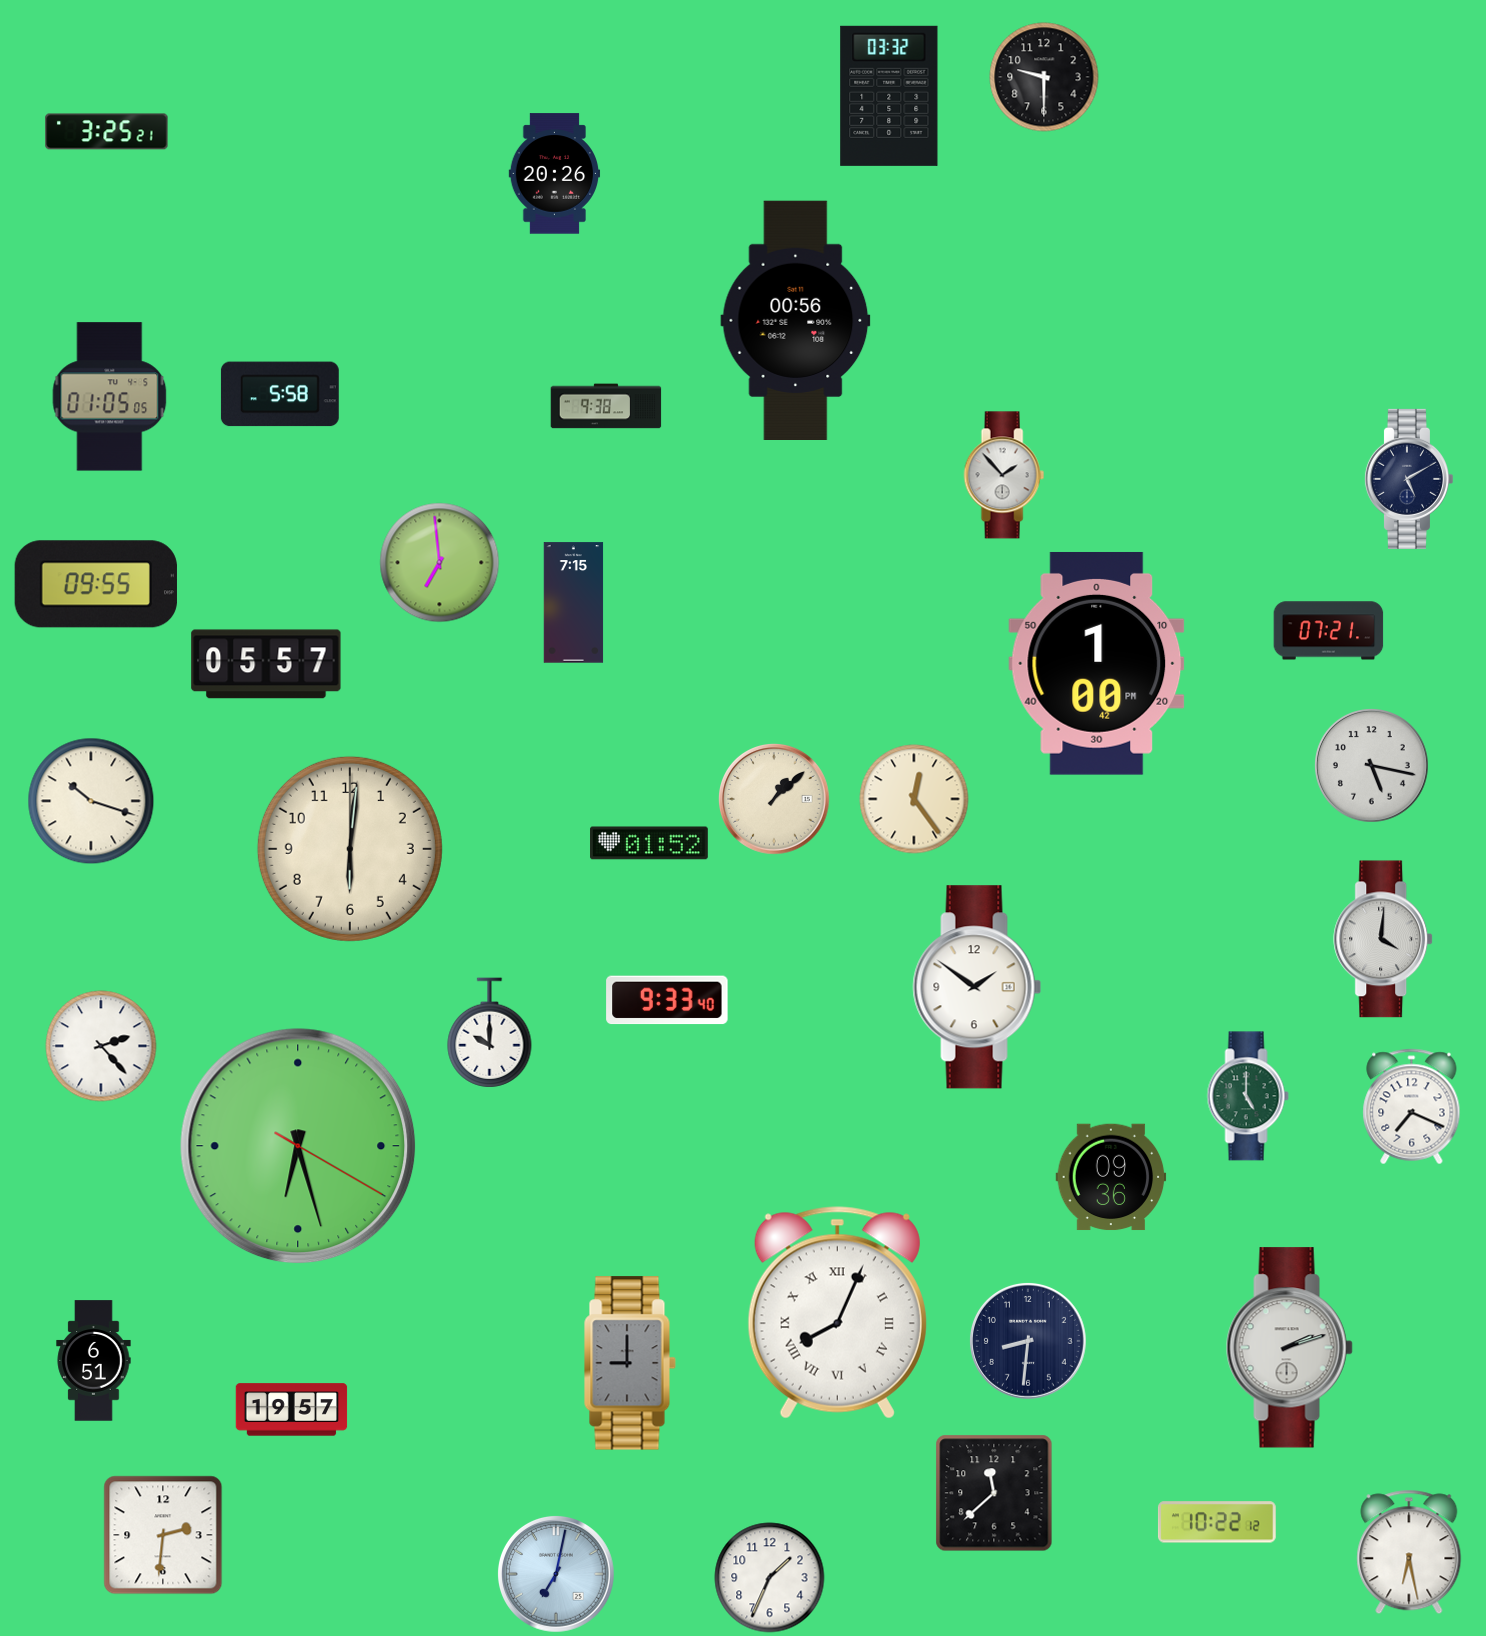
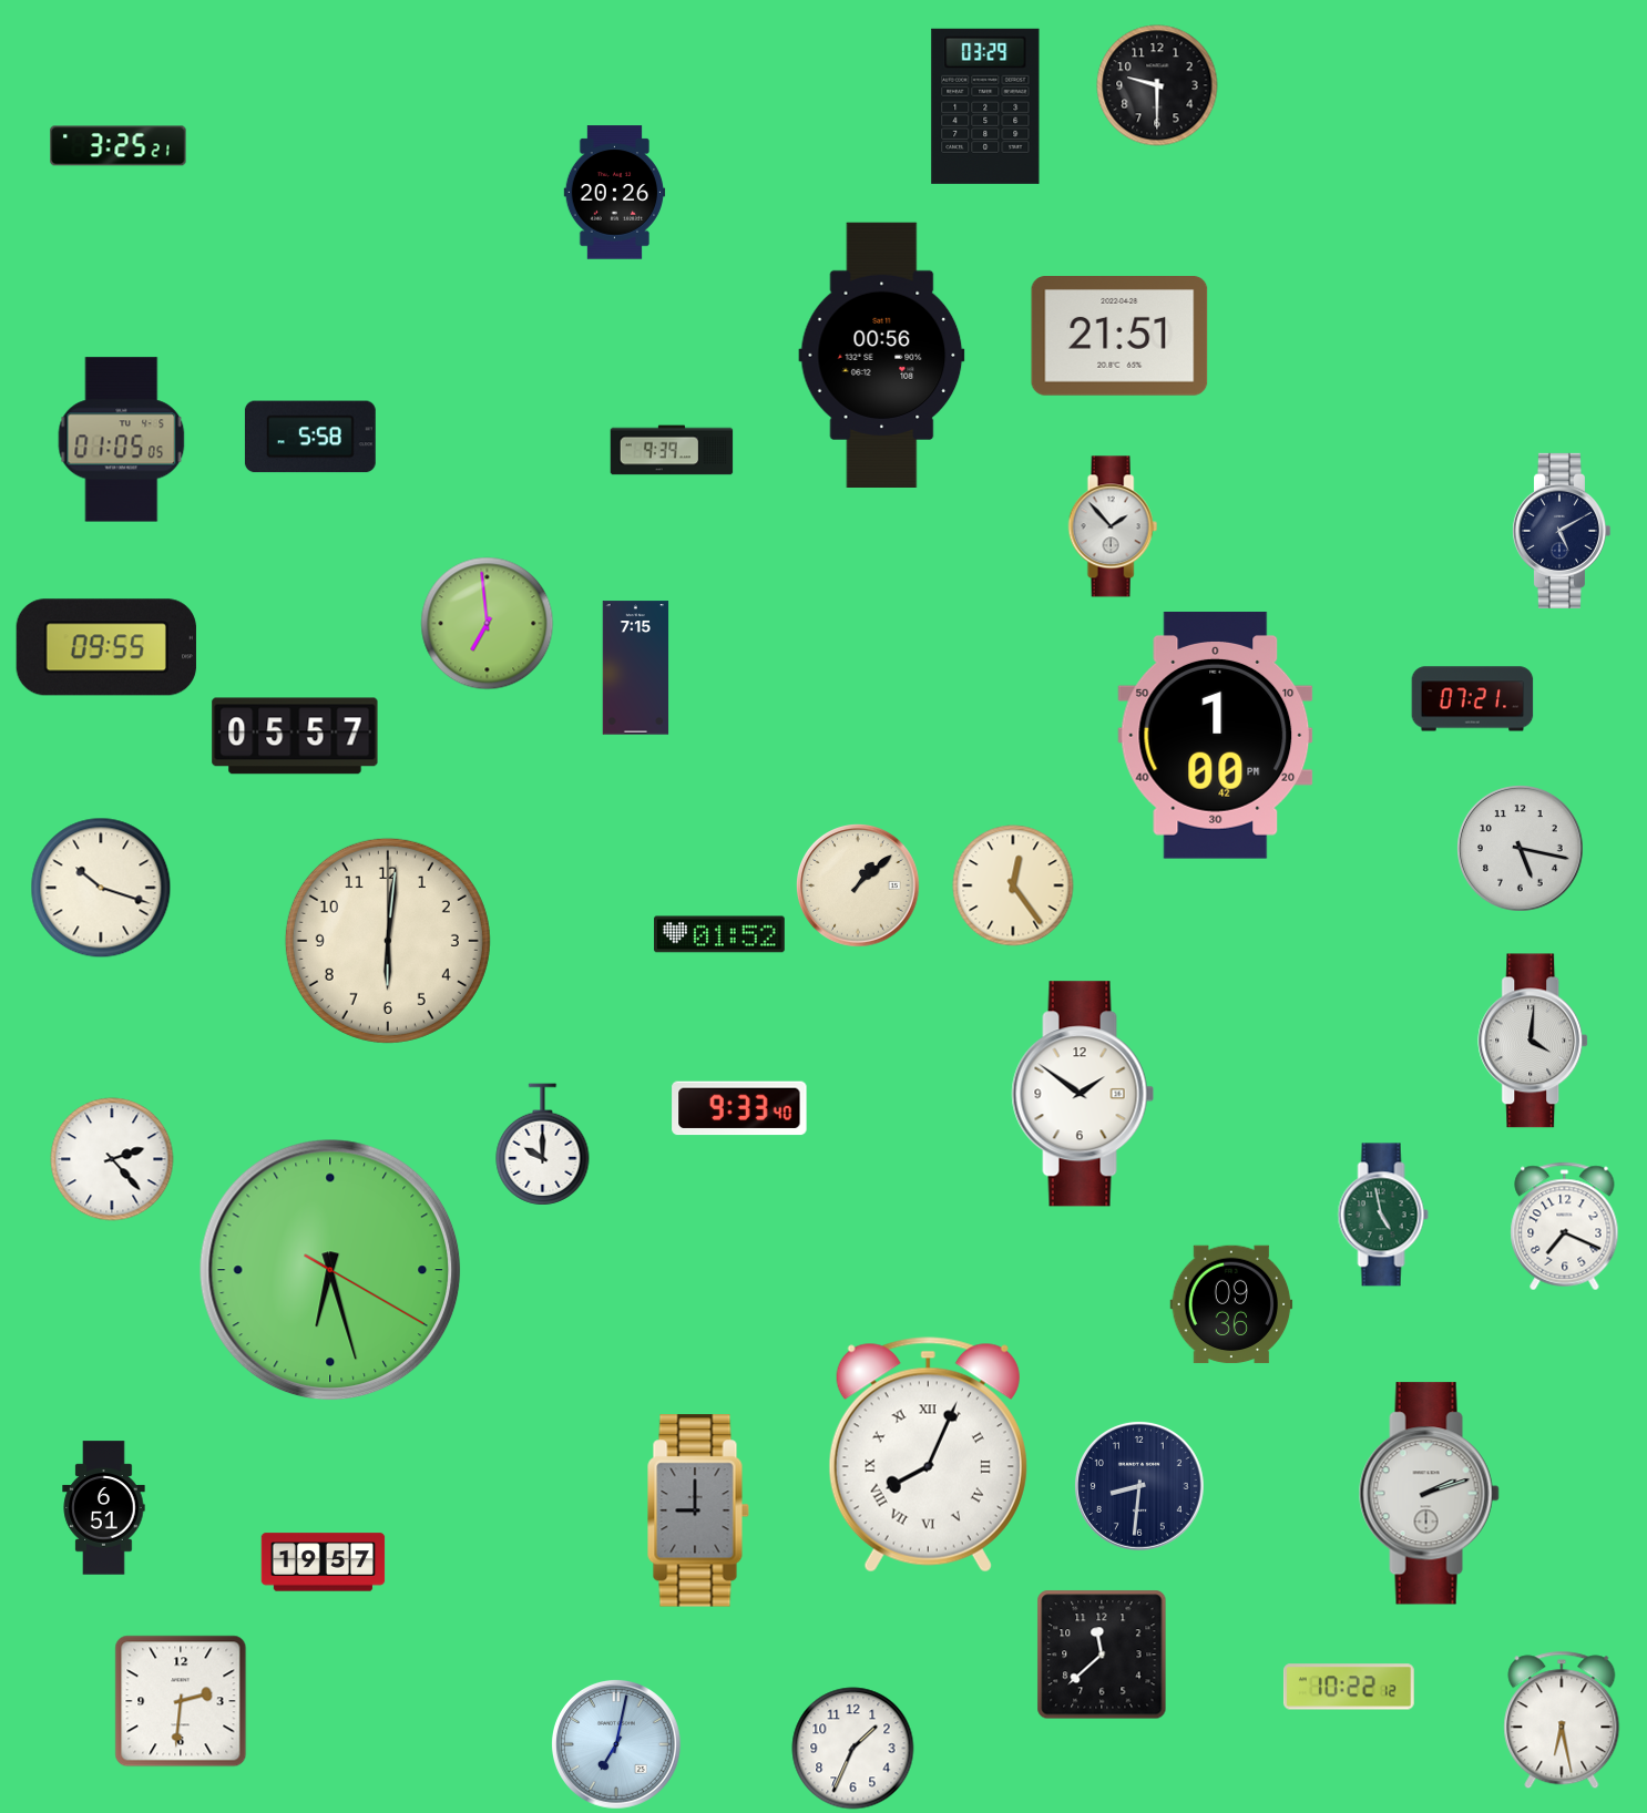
clock at (889, 96): 03:32 -> 03:29
clock at (1119, 337): none -> 21:51
clock at (606, 406): 9:38 -> 9:39
clock at (1248, 1096): 5:00 -> 4:58
